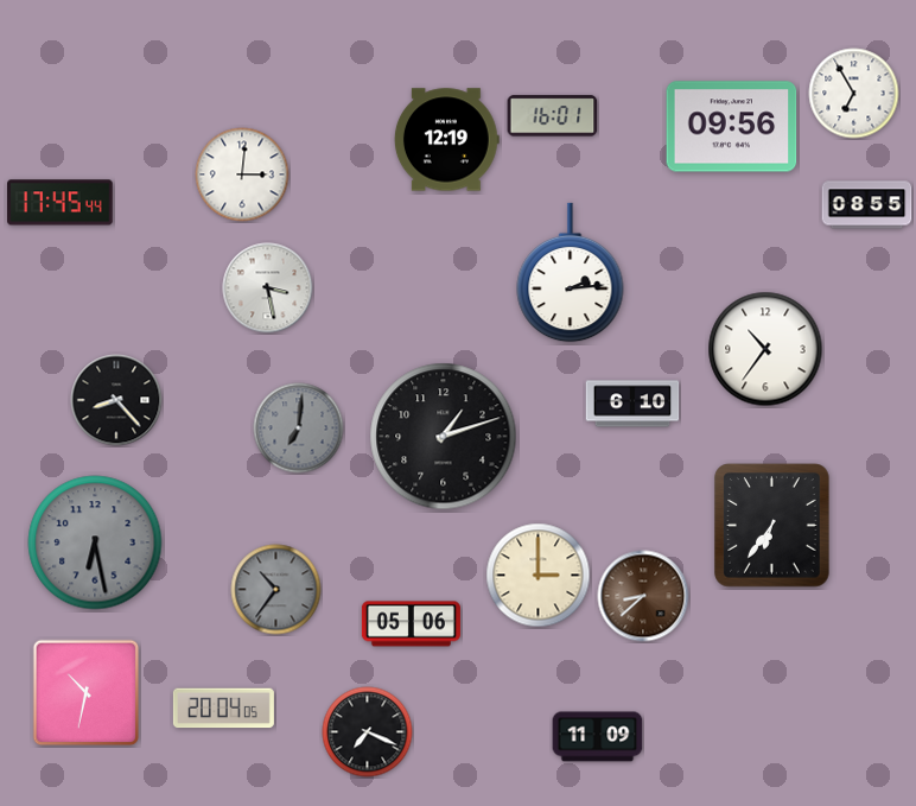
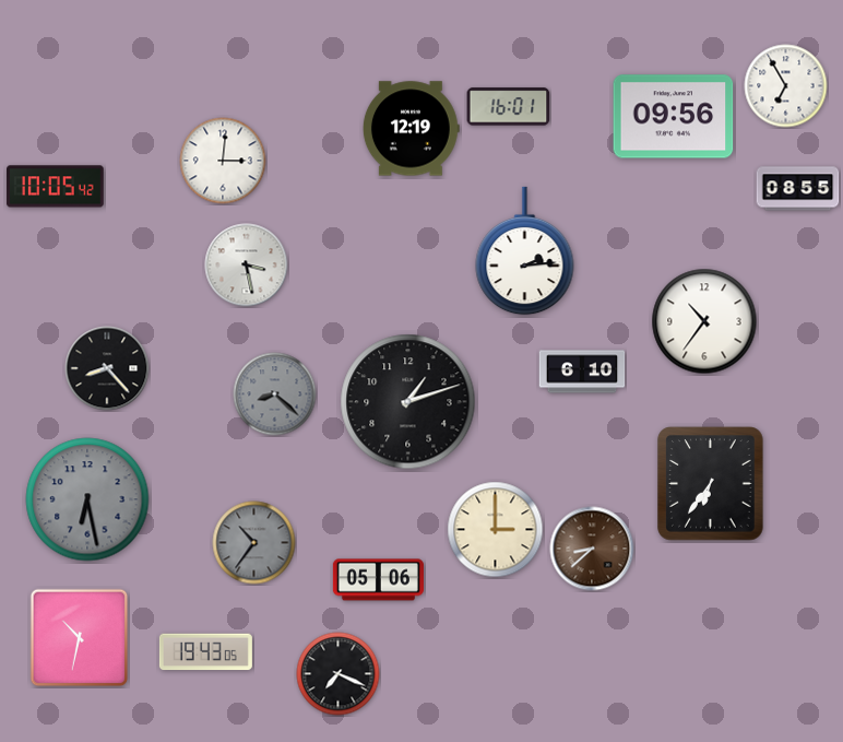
clock at (61, 203): 17:45 -> 10:05
clock at (299, 429): 7:01 -> 8:22
clock at (411, 624) position: (411, 624) -> (378, 580)
clock at (223, 709): 20:04 -> 19:43
clock at (598, 737): 11:09 -> none
